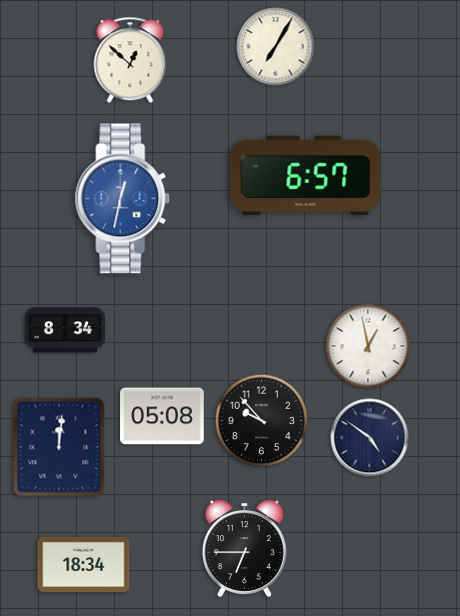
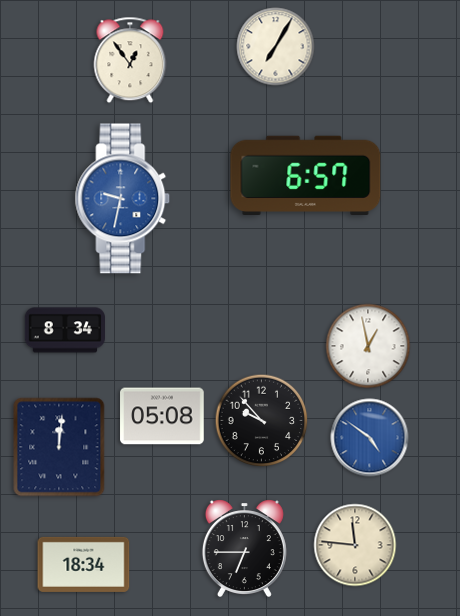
clock at (130, 60): 12:52 -> 12:54
clock at (123, 199): 12:32 -> 9:32
clock at (370, 438) dial: navy -> blue
clock at (355, 545): none -> 11:46
